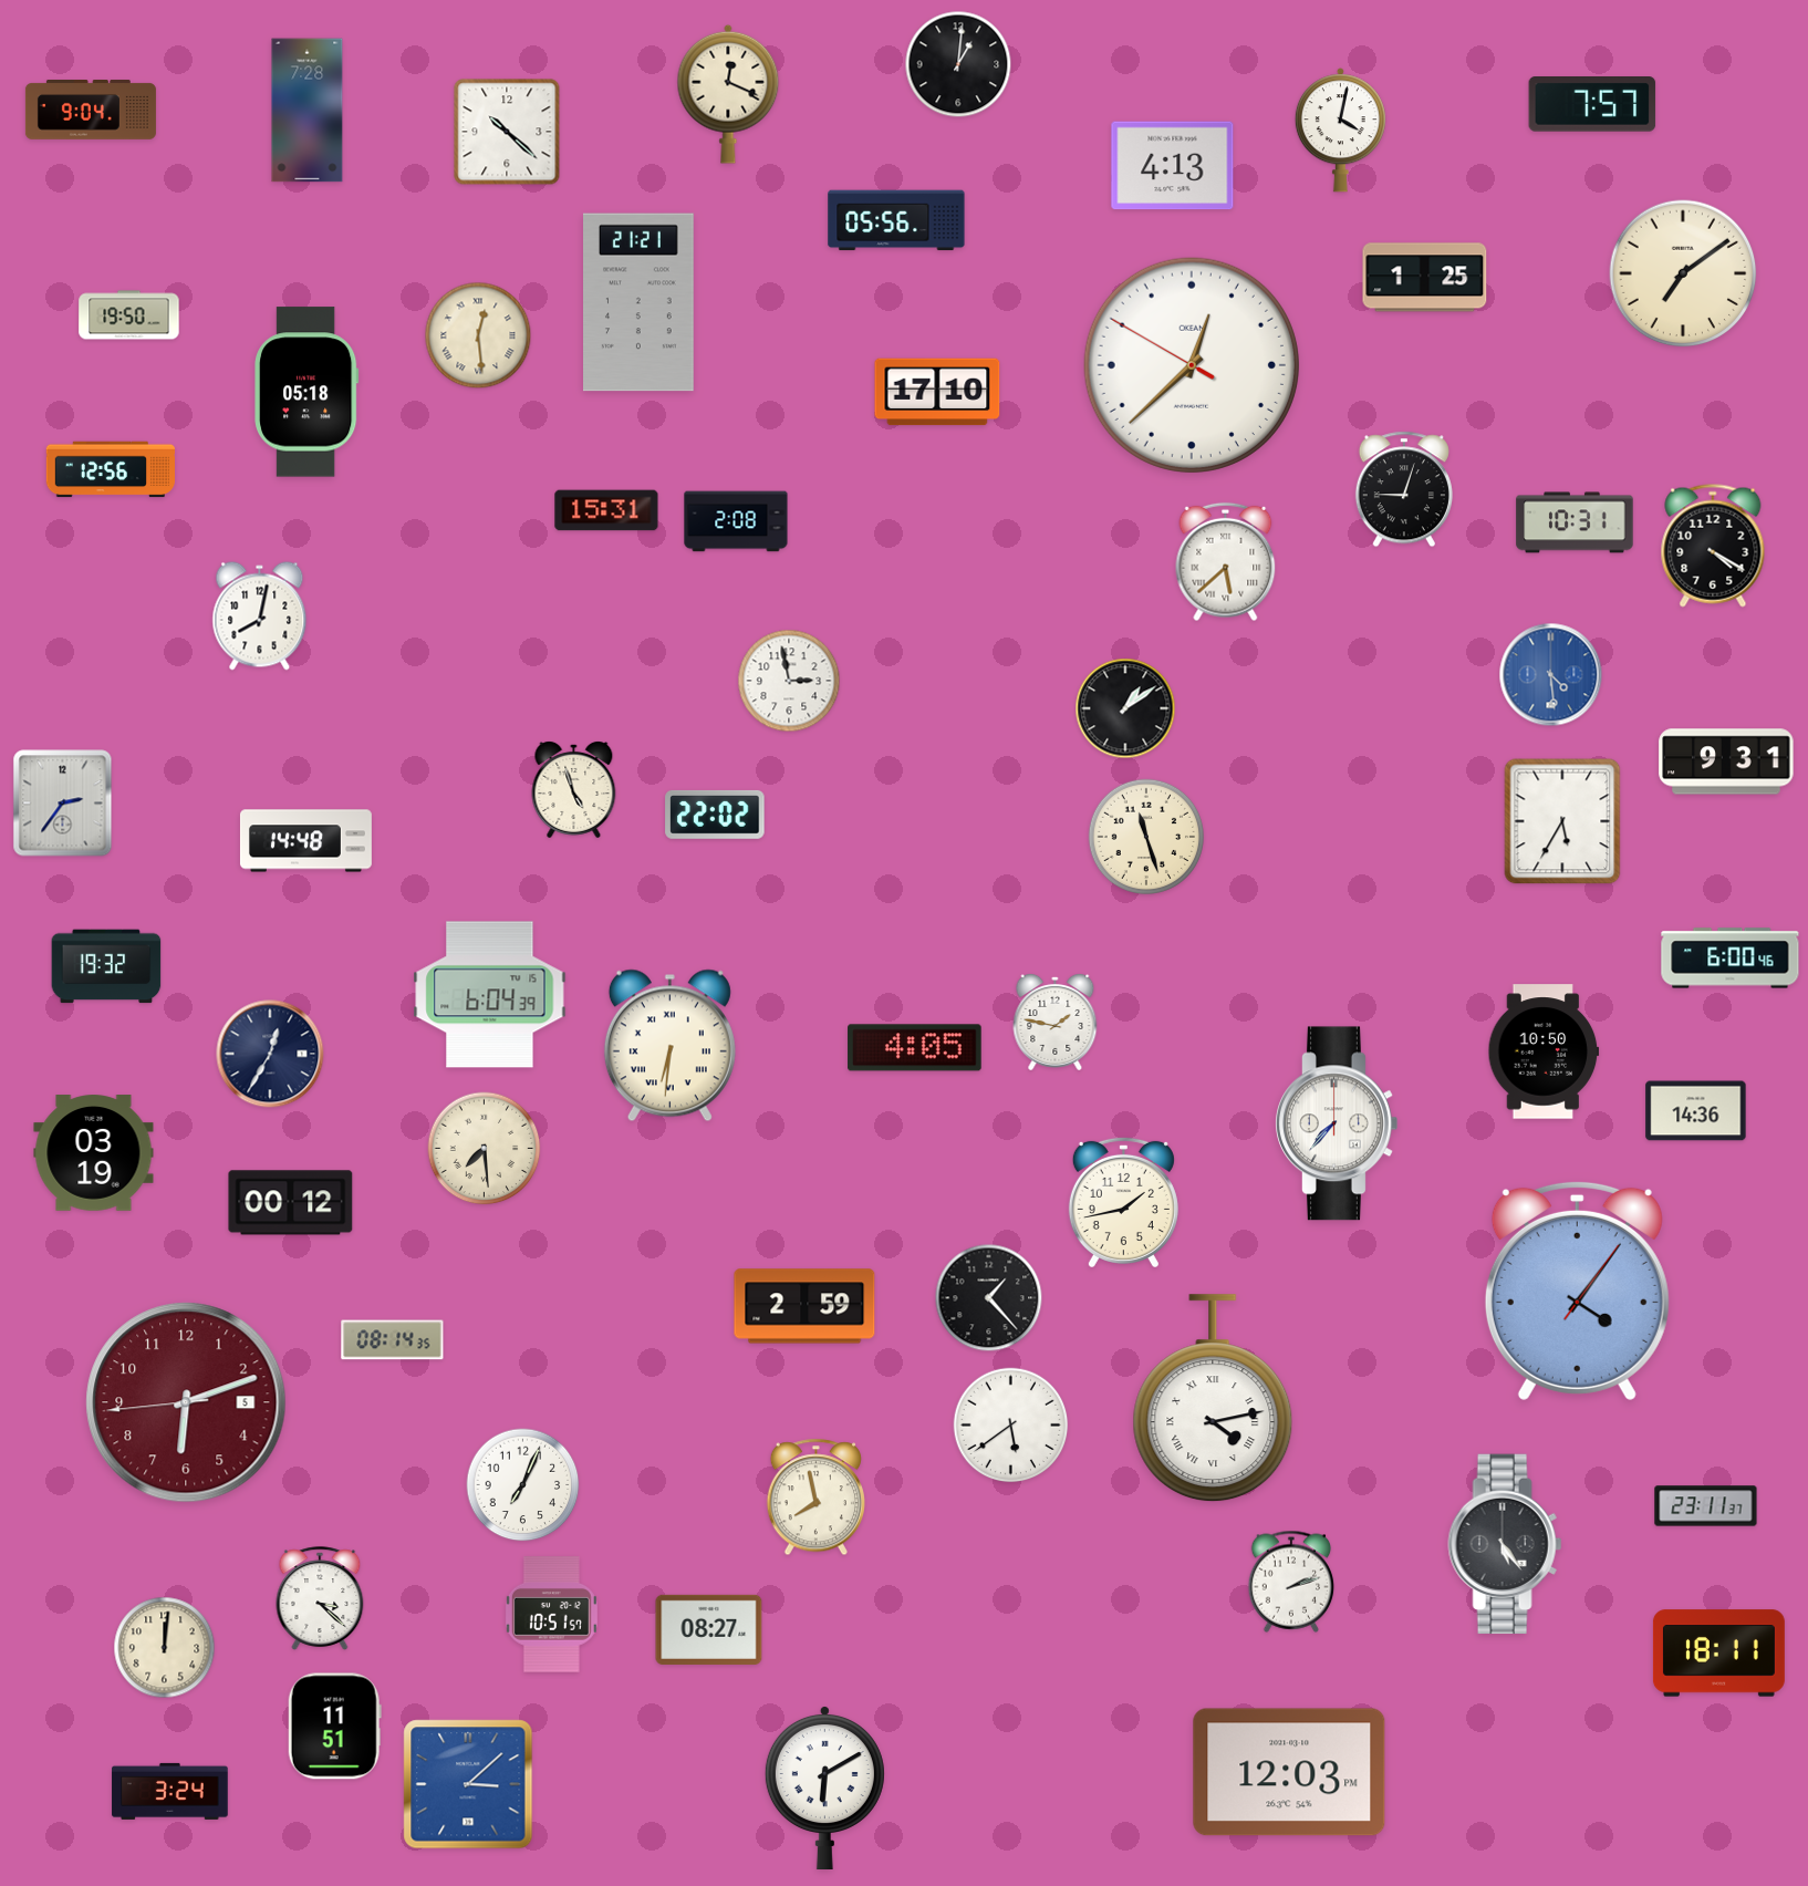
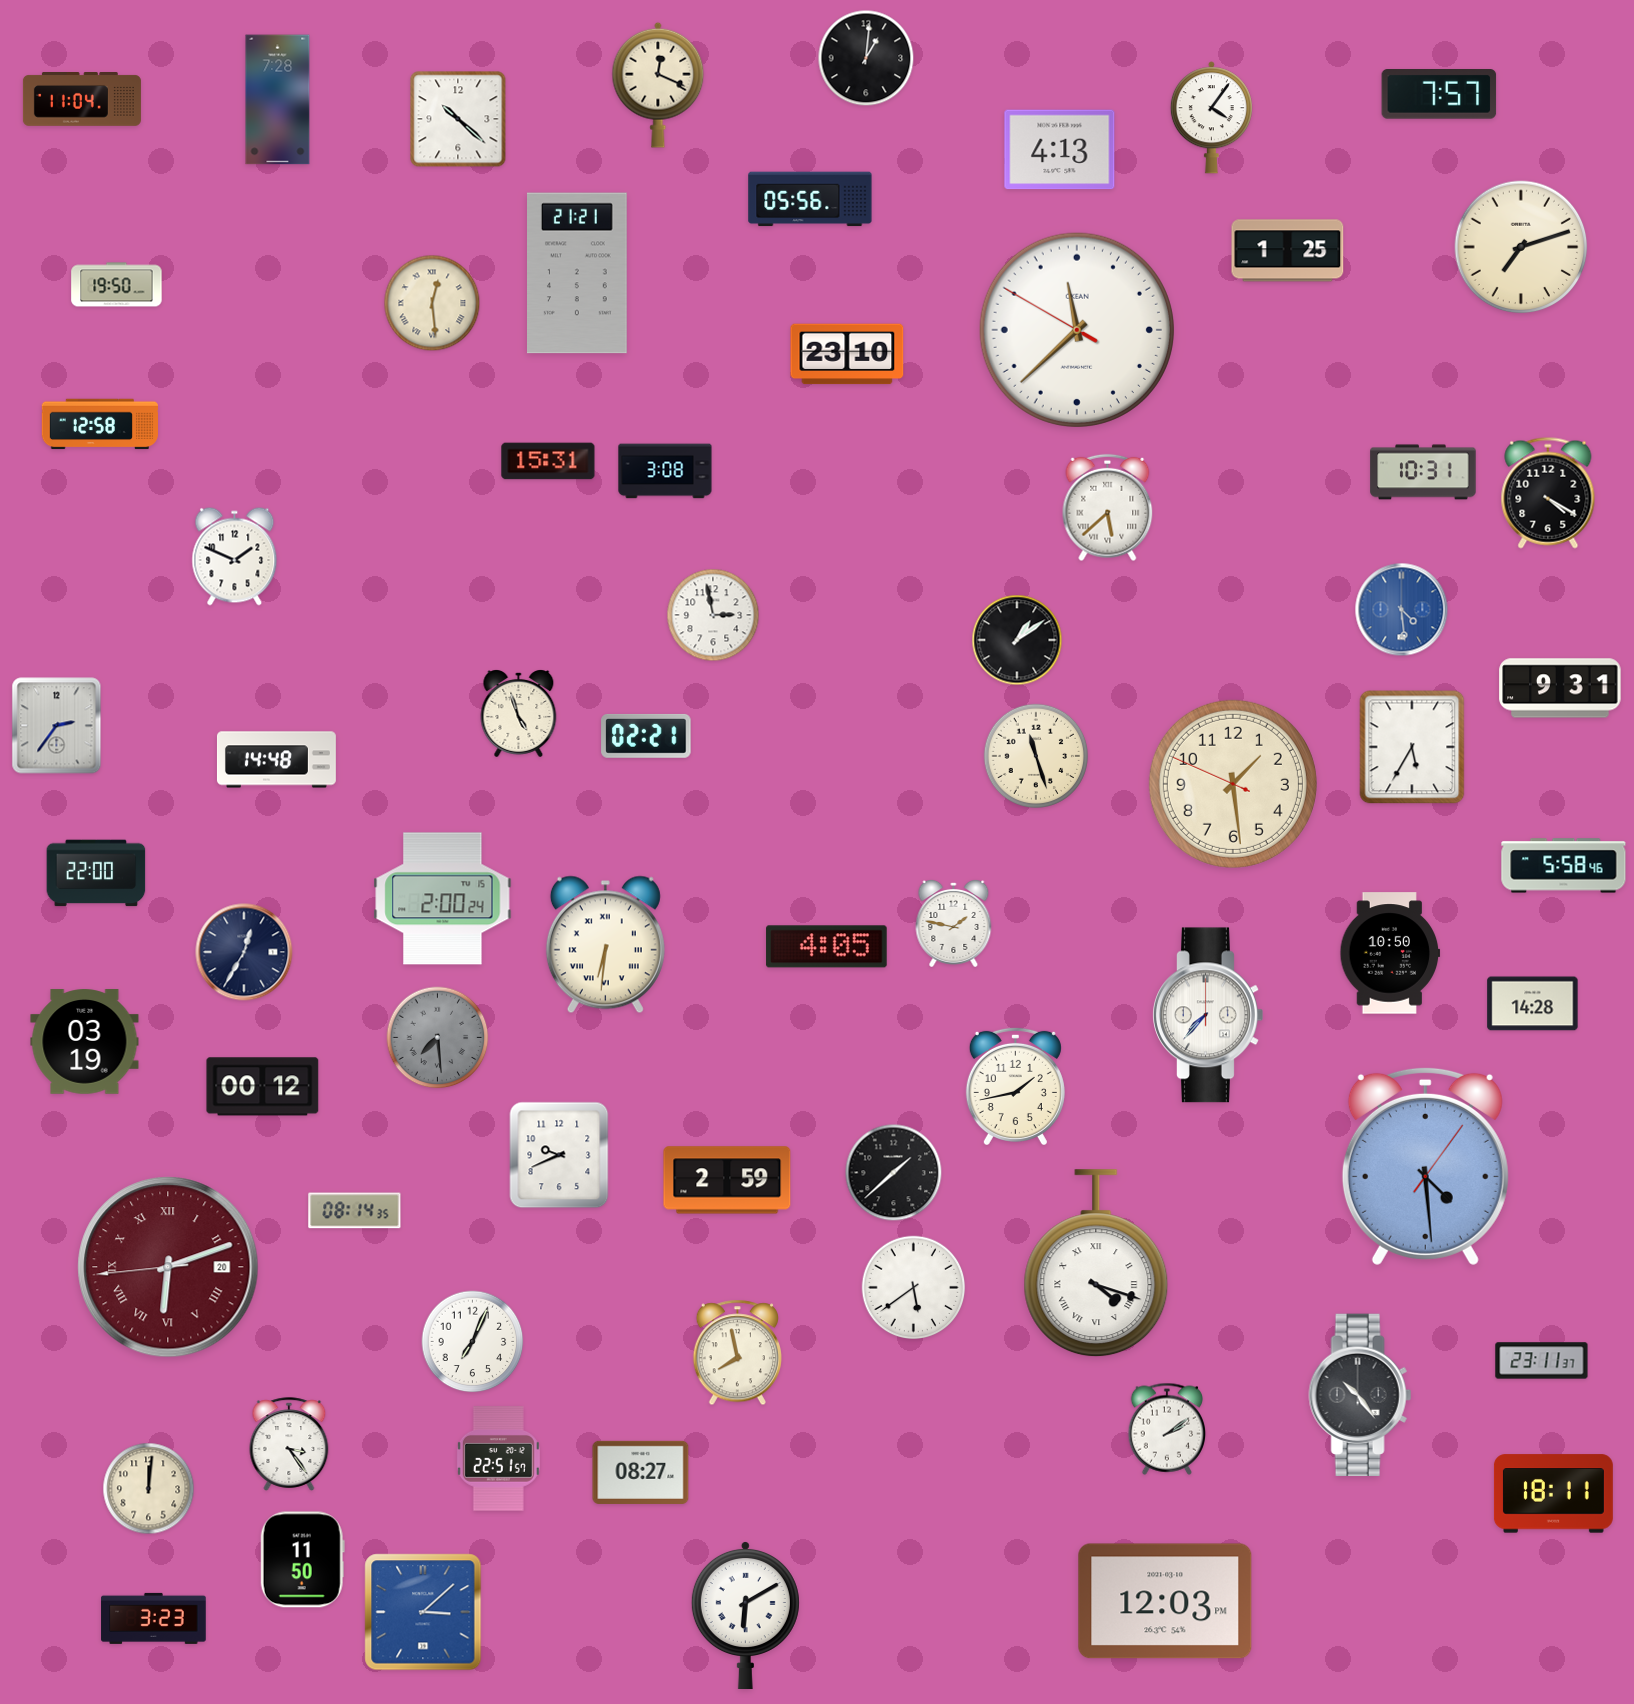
clock at (91, 111): 9:04 -> 11:04
clock at (1340, 131): 4:02 -> 4:06
clock at (1683, 273): 7:09 -> 7:12
clock at (1192, 365): 12:37 -> 11:37
clock at (306, 392): 05:18 -> none
clock at (937, 392): 17:10 -> 23:10
clock at (110, 469): 12:56 -> 12:58
clock at (1404, 489): 9:03 -> none
clock at (736, 521): 2:08 -> 3:08
clock at (260, 616): 8:02 -> 1:49
clock at (715, 815): 22:02 -> 02:21
clock at (1562, 821) position: (1562, 821) -> (1412, 747)
clock at (1233, 784): none -> 1:28
clock at (1731, 958): 6:00 -> 5:58
clock at (106, 966): 19:32 -> 22:00
clock at (490, 995): 6:04 -> 2:00
clock at (1544, 1051) position: (1544, 1051) -> (1390, 953)
clock at (1696, 1111): 14:36 -> 14:28
clock at (485, 1149) dial: cream -> grey
clock at (559, 1155): none -> 9:41
clock at (1577, 1291): 4:06 -> 4:29
clock at (989, 1298): 1:23 -> 1:38
clock at (1213, 1399): 4:13 -> 4:18
clock at (186, 1402) date: 5 -> 20
clock at (186, 1402) numerals: Arabic -> Roman
clock at (1505, 1544): 5:24 -> 10:24
clock at (1291, 1582): 2:12 -> 2:09
clock at (320, 1598): 3:22 -> 3:24
clock at (551, 1615): 10:51 -> 22:51
clock at (334, 1727): 11:51 -> 11:50
clock at (170, 1791): 3:24 -> 3:23
